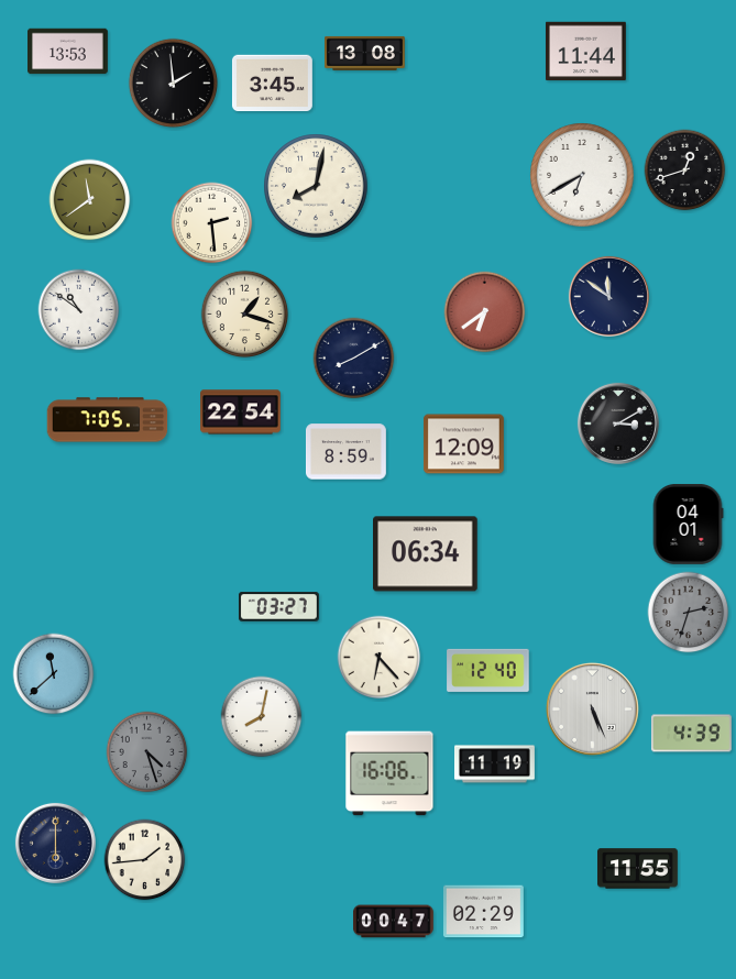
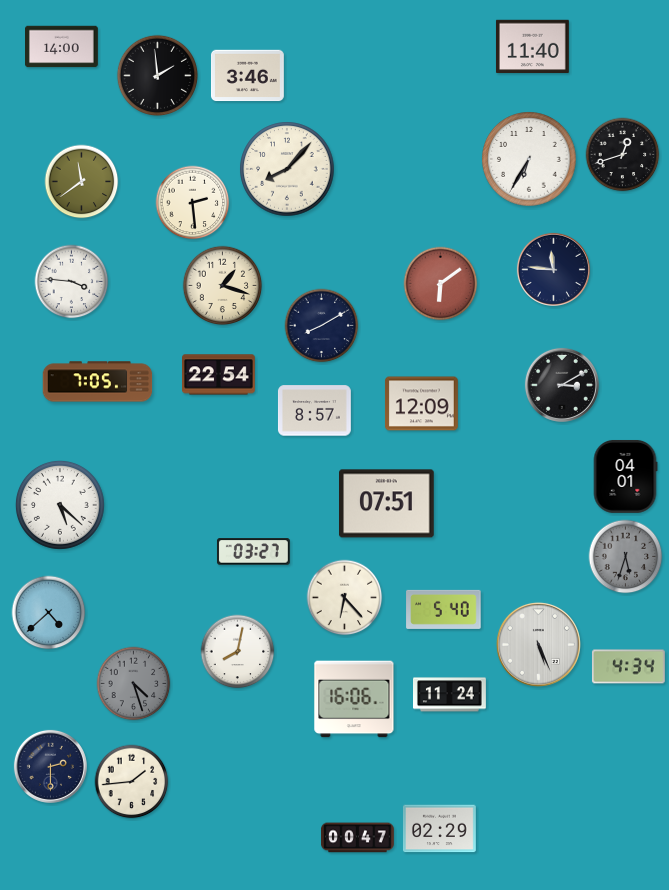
clock at (68, 52): 13:53 -> 14:00
clock at (585, 52): 11:44 -> 11:40
clock at (365, 53): 13:08 -> none
clock at (272, 84): 3:45 -> 3:46
clock at (582, 175): 6:40 -> 6:35
clock at (316, 186): 8:02 -> 8:07
clock at (608, 296): 11:51 -> 11:46
clock at (79, 310): 10:51 -> 3:46
clock at (485, 312): 6:39 -> 6:09
clock at (345, 452): 8:59 -> 8:57
clock at (426, 554): 06:34 -> 07:51
clock at (60, 505): none -> 5:22
clock at (689, 613): 2:33 -> 5:33
clock at (488, 670): 12:40 -> 5:40
clock at (54, 674): 11:38 -> 4:38
clock at (691, 734): 4:39 -> 4:34
clock at (495, 765): 11:19 -> 11:24
clock at (389, 773) position: (389, 773) -> (354, 699)
clock at (55, 843): 6:00 -> 2:30
clock at (638, 869): 11:55 -> none
